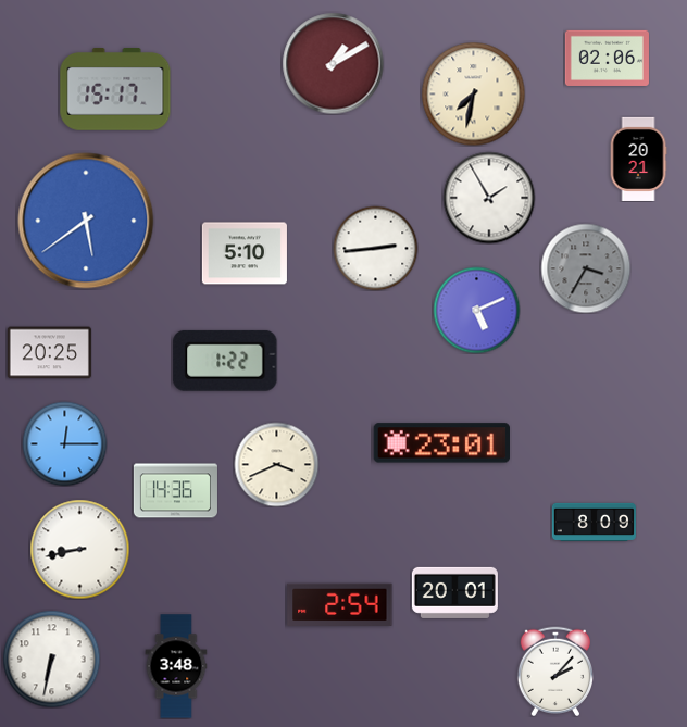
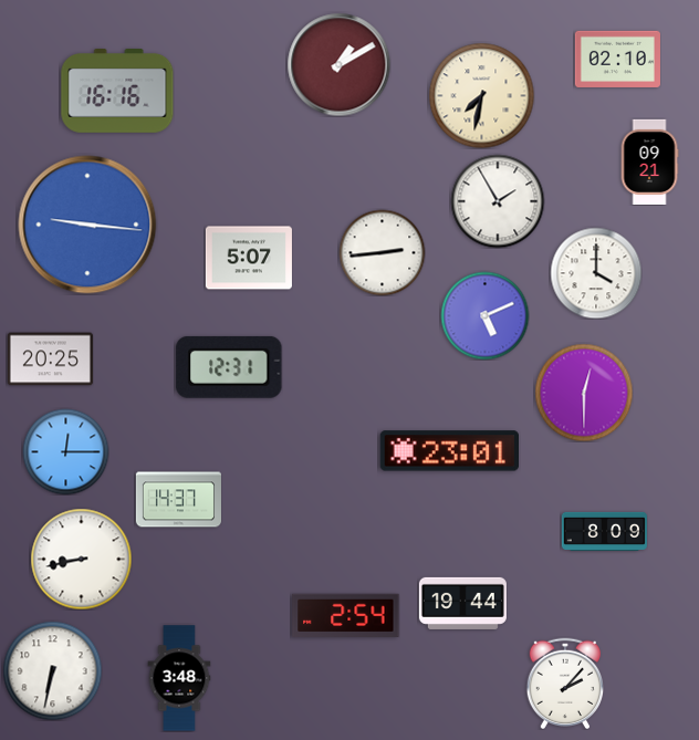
clock at (607, 58): 02:06 -> 02:10
clock at (115, 90): 15:17 -> 16:16
clock at (638, 159): 20:21 -> 09:21
clock at (86, 221): 5:39 -> 9:16
clock at (245, 253): 5:10 -> 5:07
clock at (586, 268): 3:35 -> 4:00
clock at (586, 268) dial: grey -> white
clock at (225, 361): 1:22 -> 12:31
clock at (584, 393): none -> 12:30
clock at (276, 464): 3:41 -> none
clock at (175, 491): 14:36 -> 14:37
clock at (454, 592): 20:01 -> 19:44
